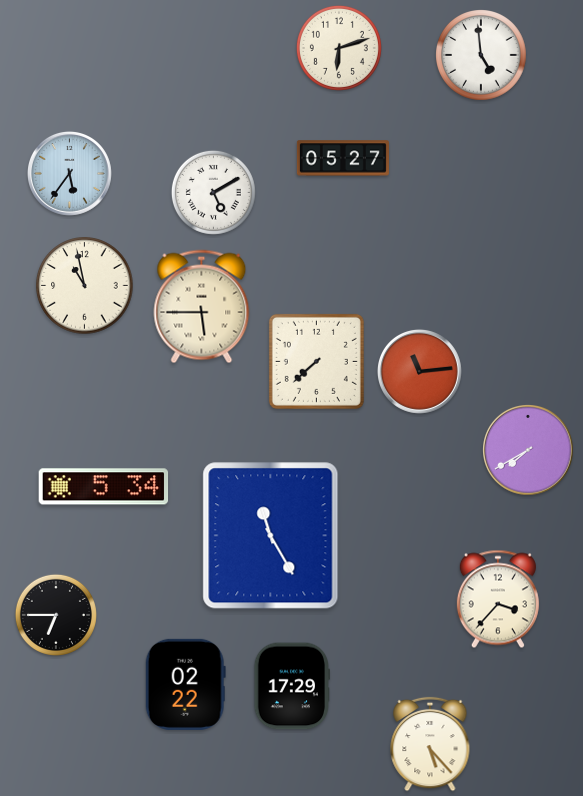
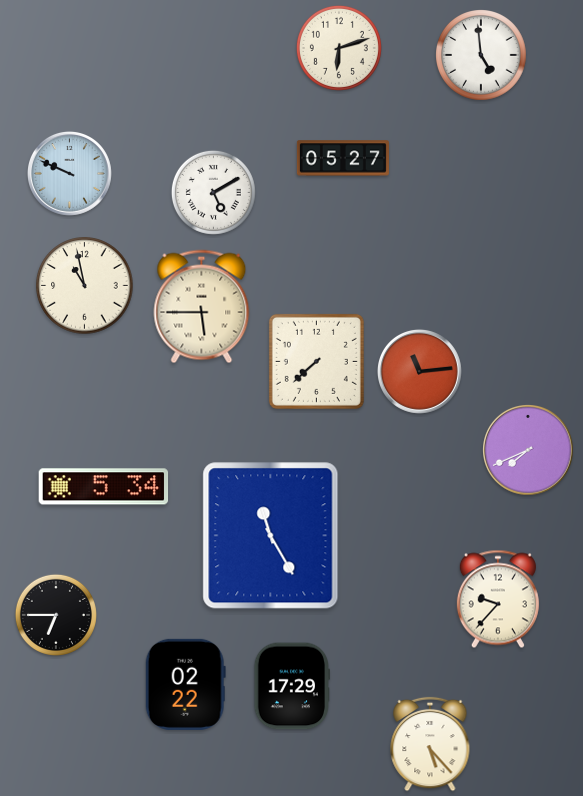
clock at (69, 173): 5:36 -> 9:49
clock at (529, 451): 7:40 -> 7:41
clock at (498, 599): 3:37 -> 9:37
